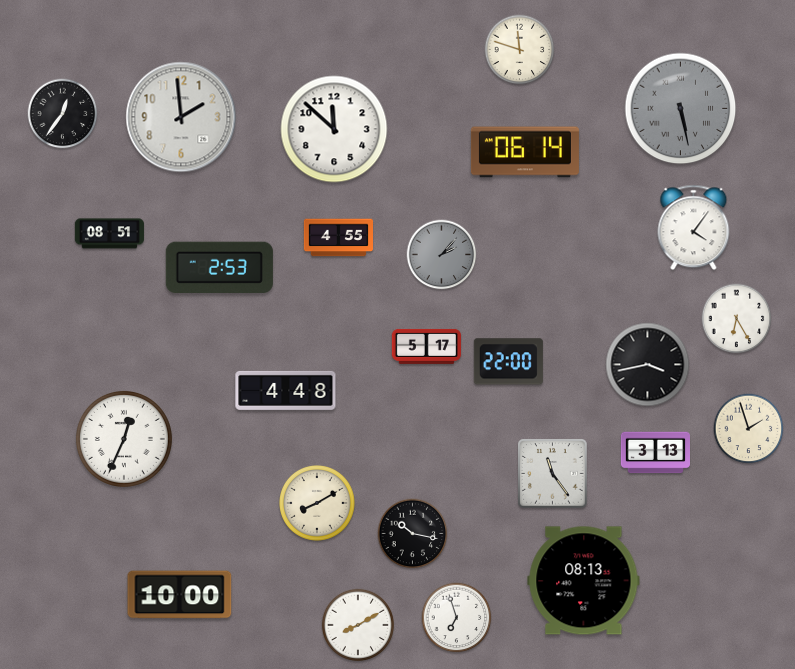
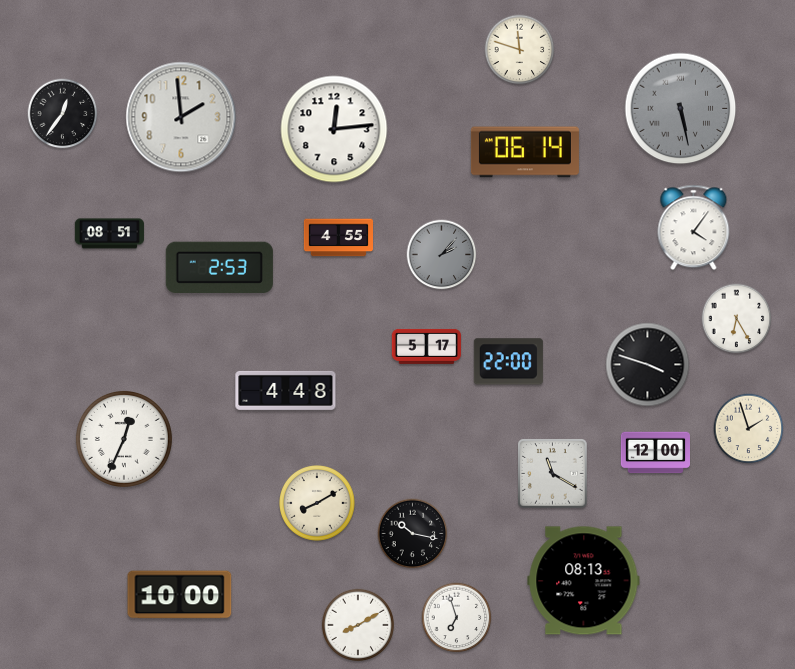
clock at (334, 129): 11:52 -> 12:14
clock at (648, 365): 3:43 -> 3:48
clock at (655, 453): 3:13 -> 12:00
clock at (553, 474): 11:24 -> 11:20
